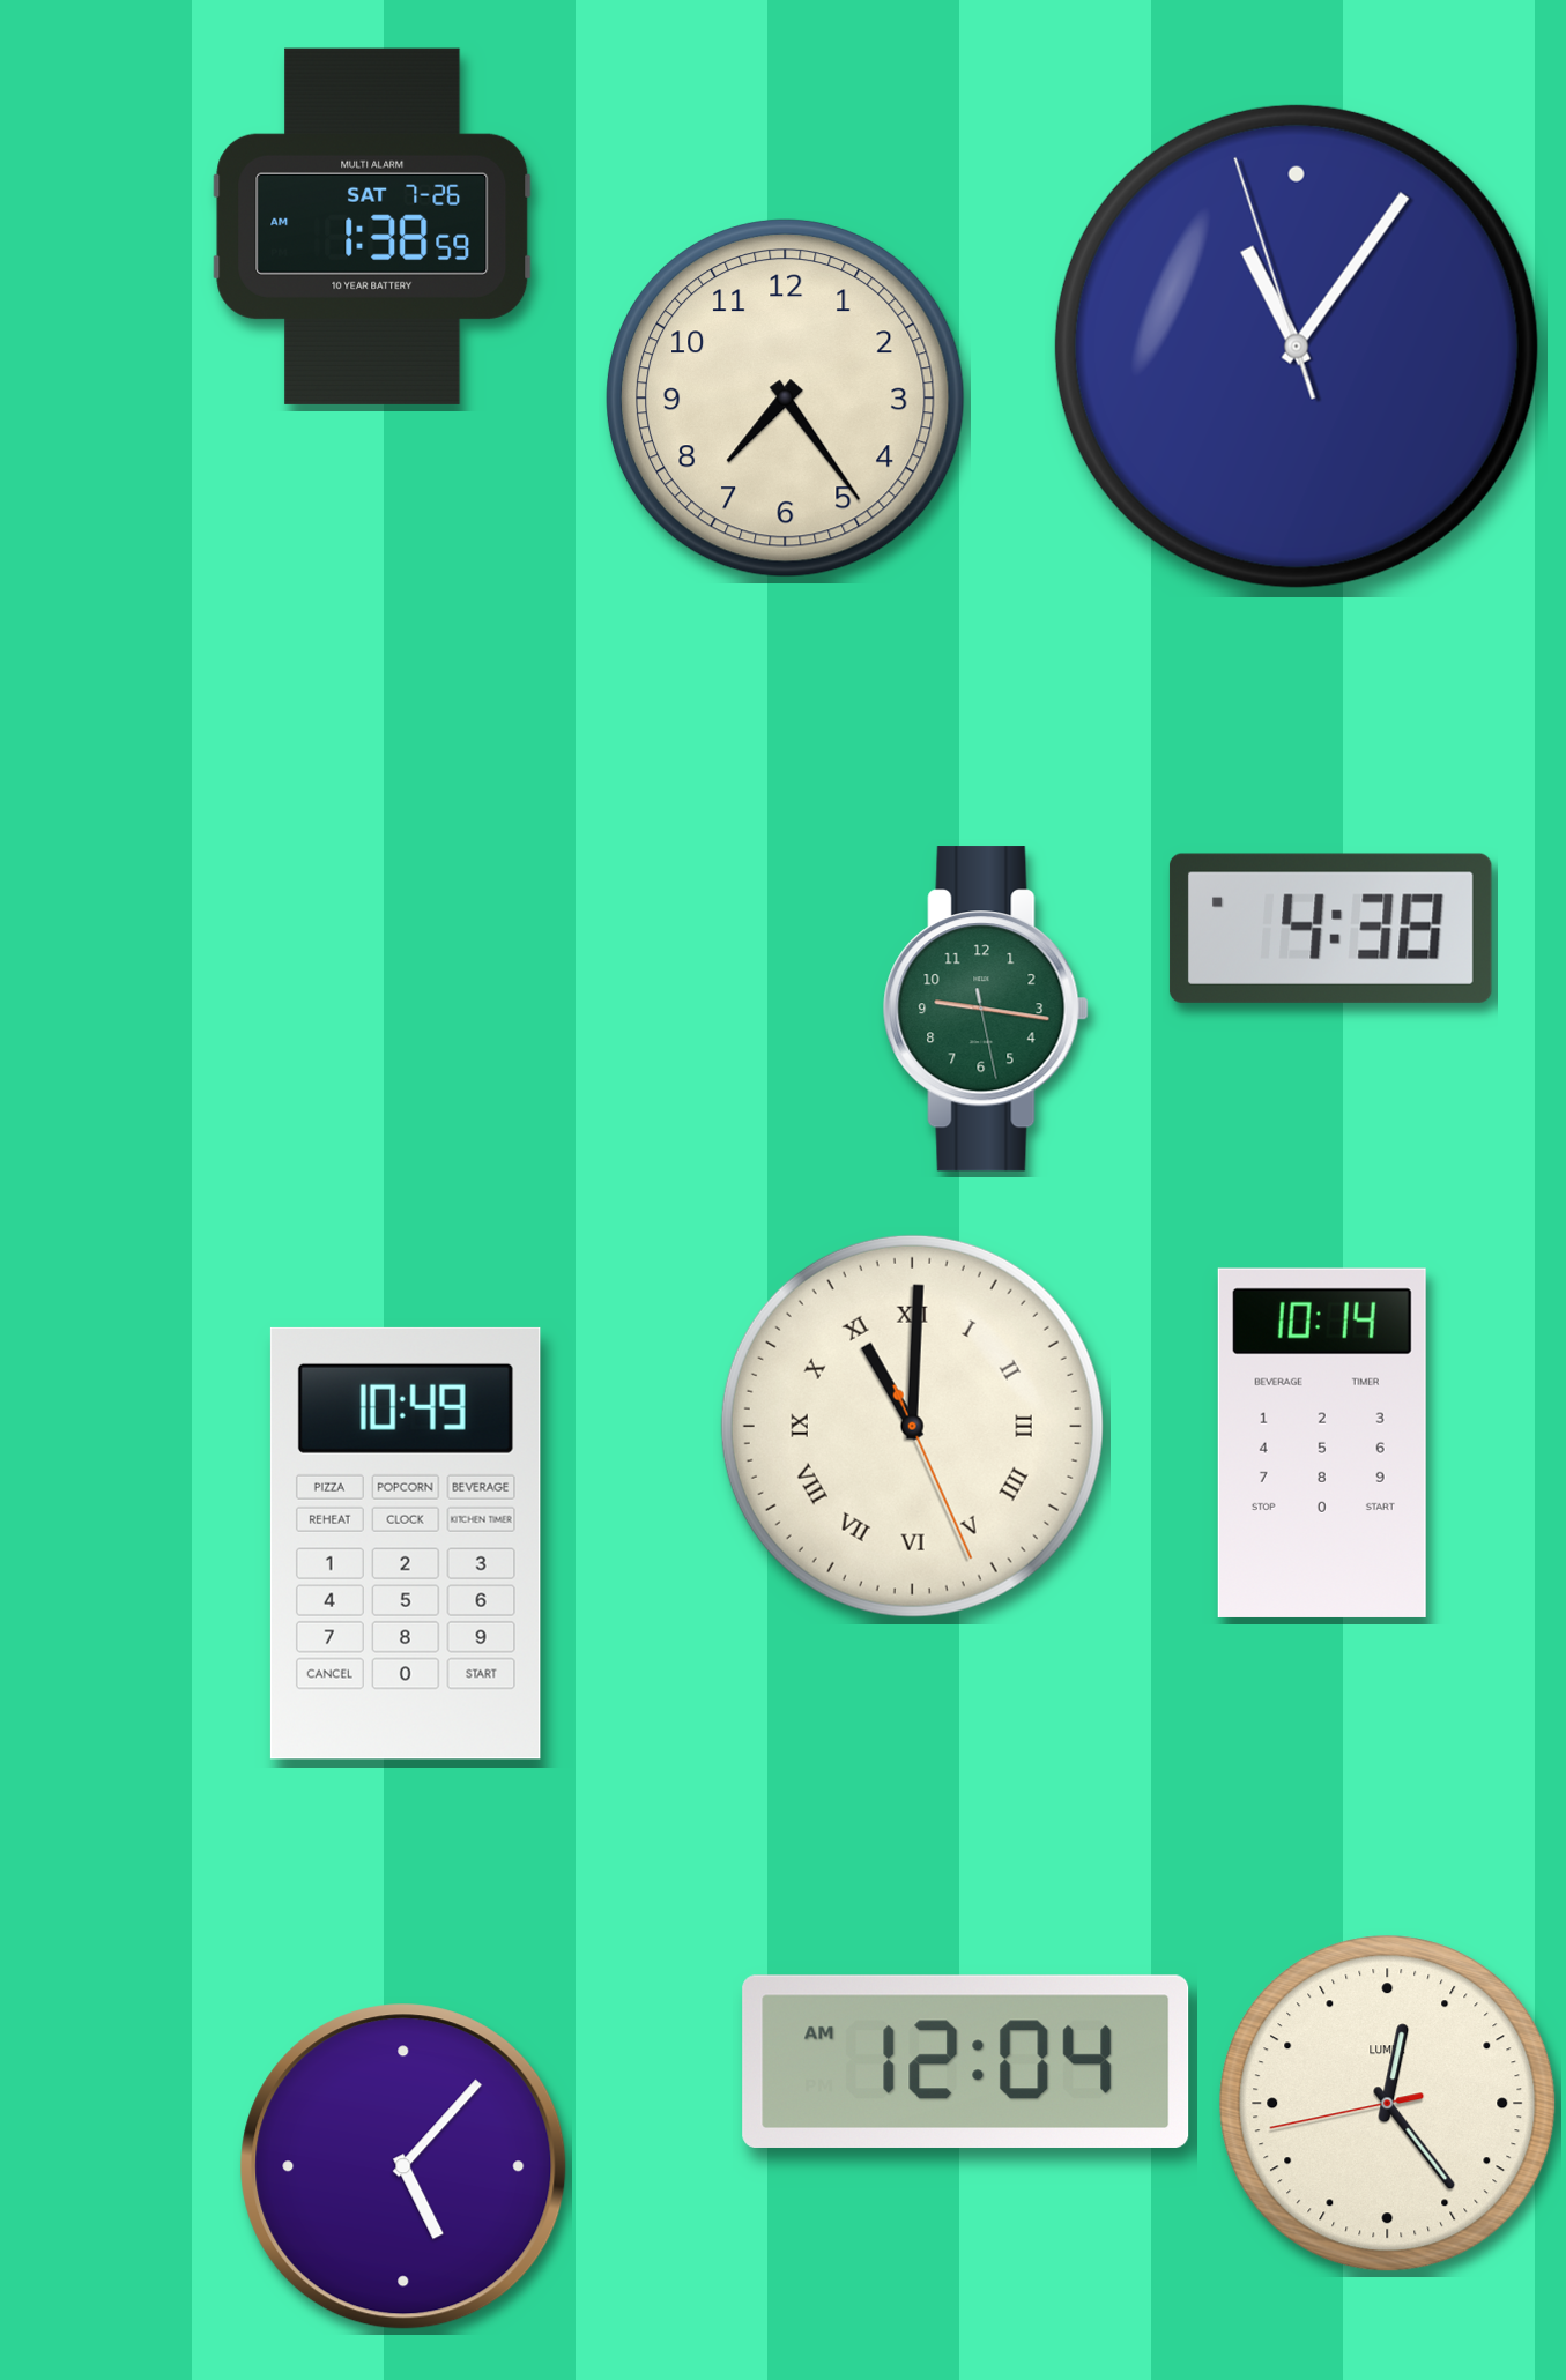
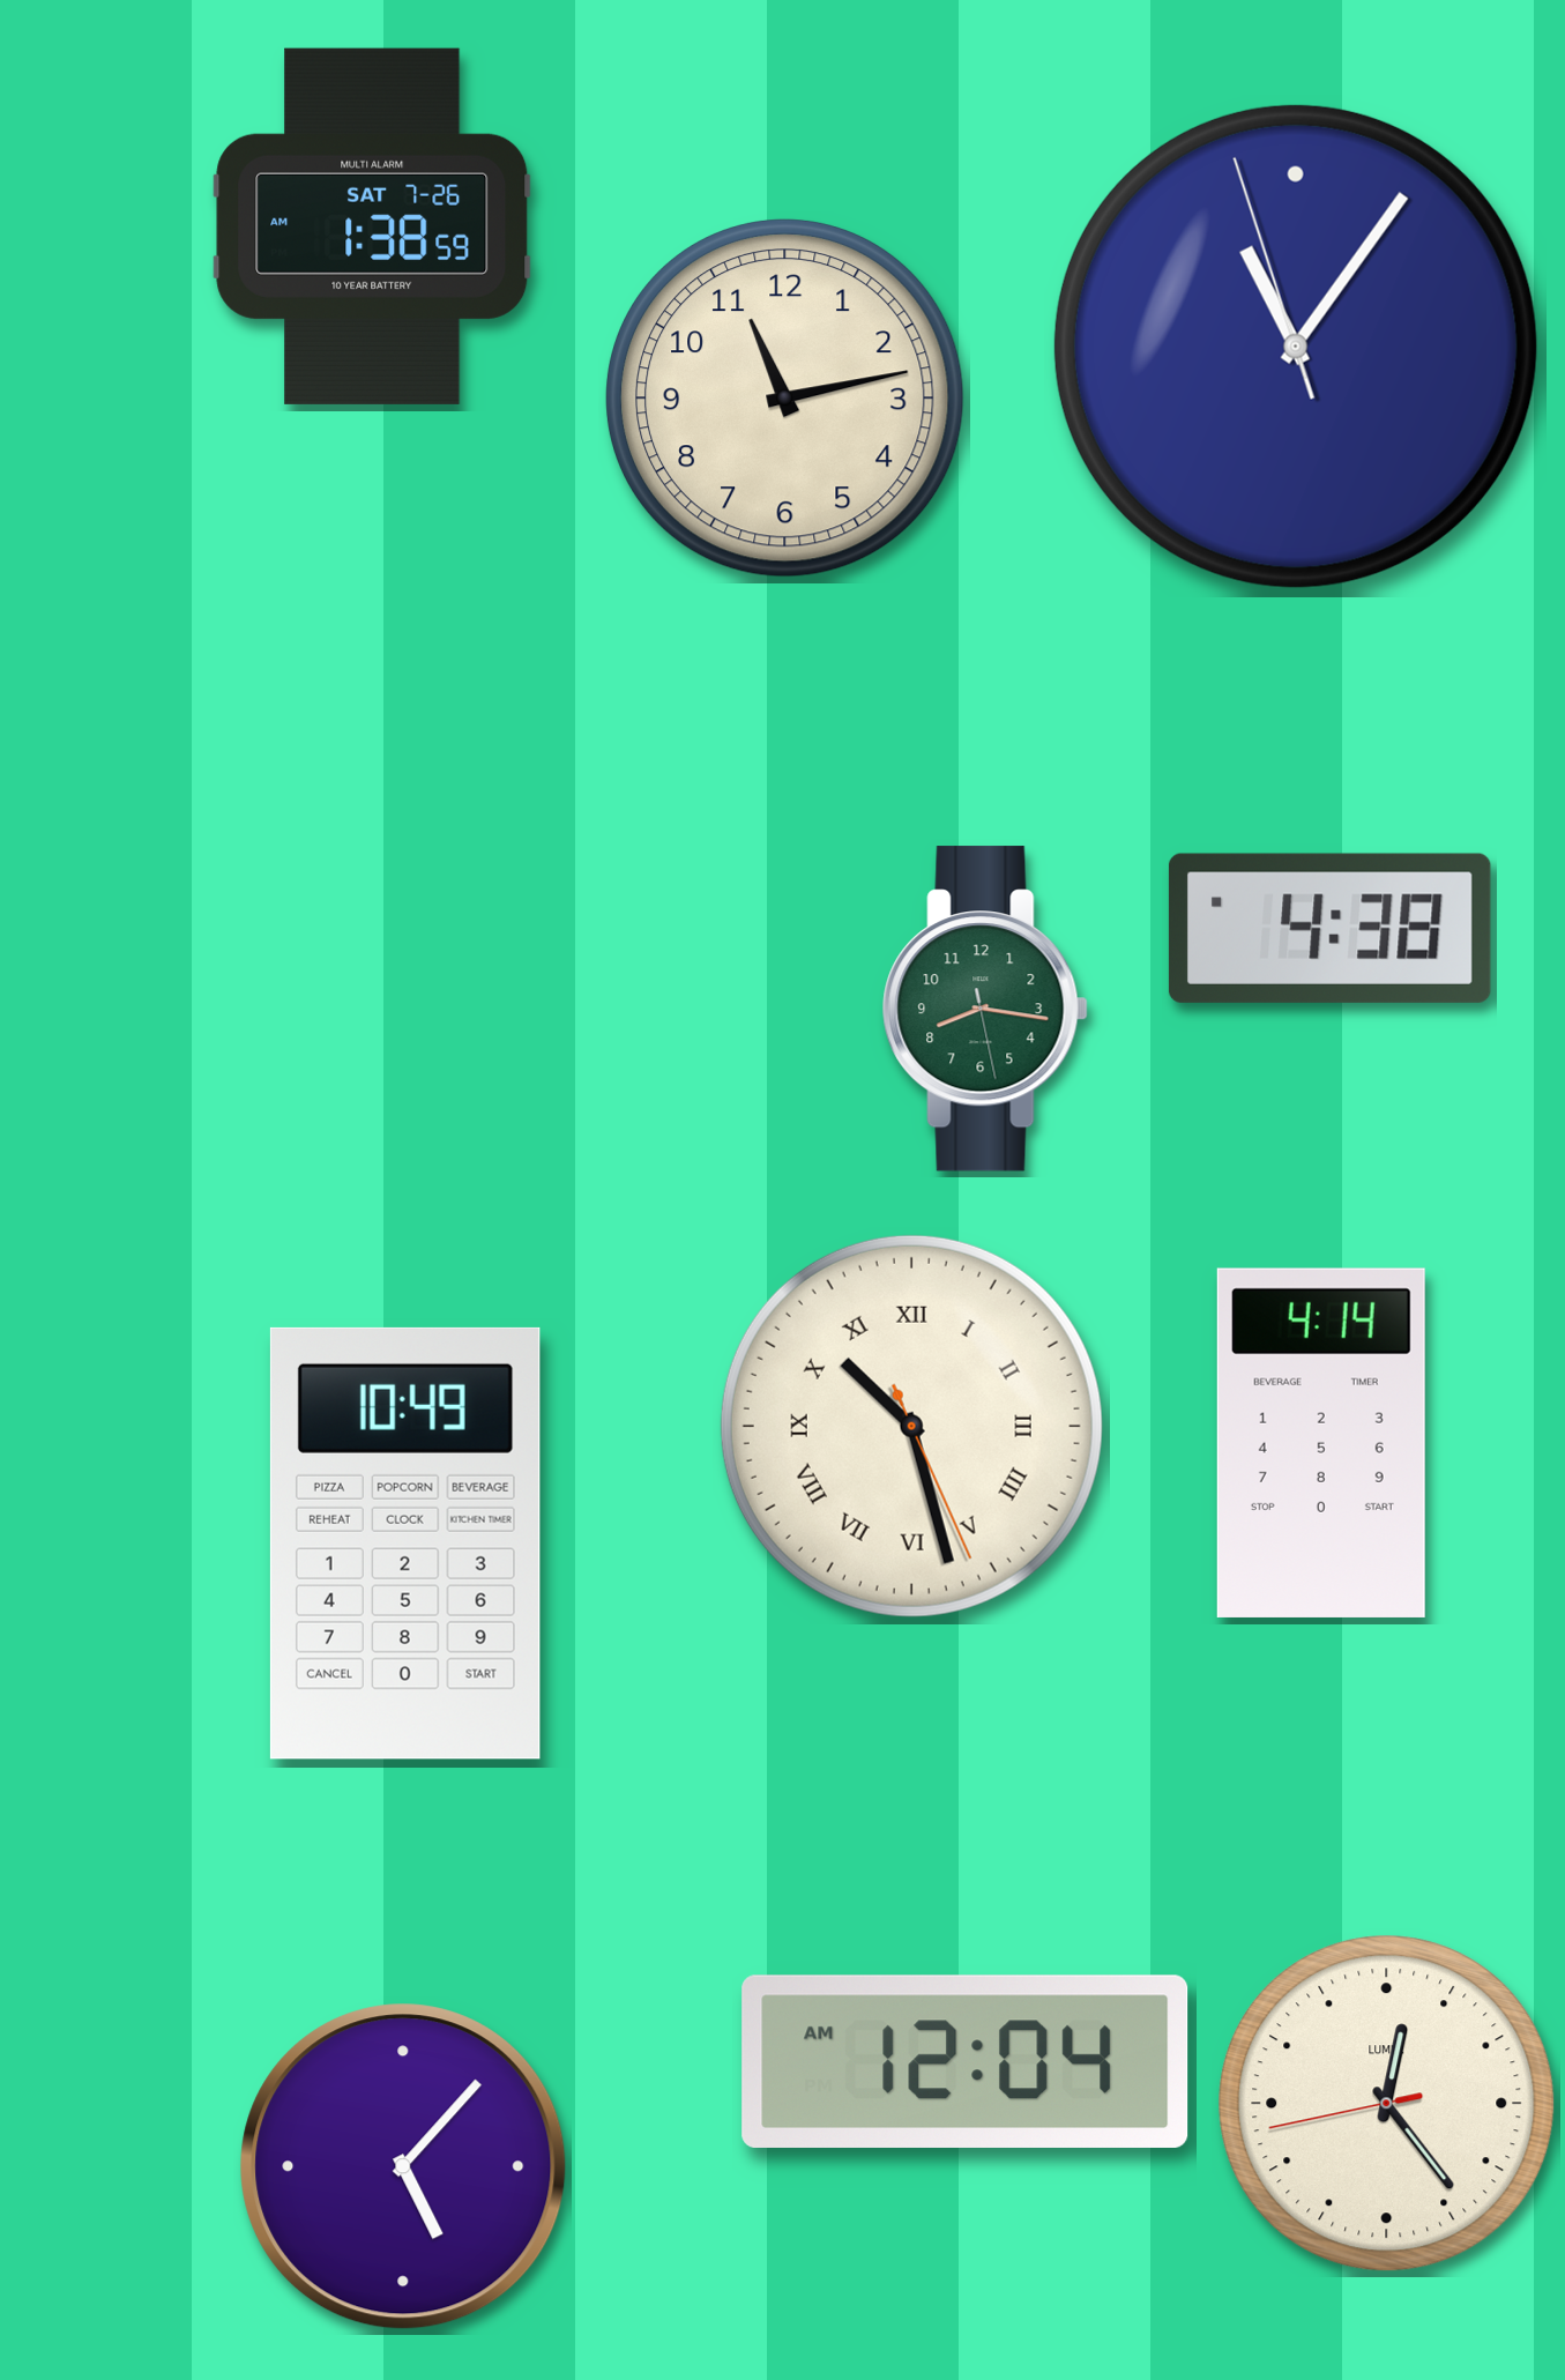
clock at (785, 397): 7:24 -> 11:13
clock at (986, 1009): 9:16 -> 8:16
clock at (912, 1426): 11:00 -> 10:27
clock at (1322, 1443): 10:14 -> 4:14
